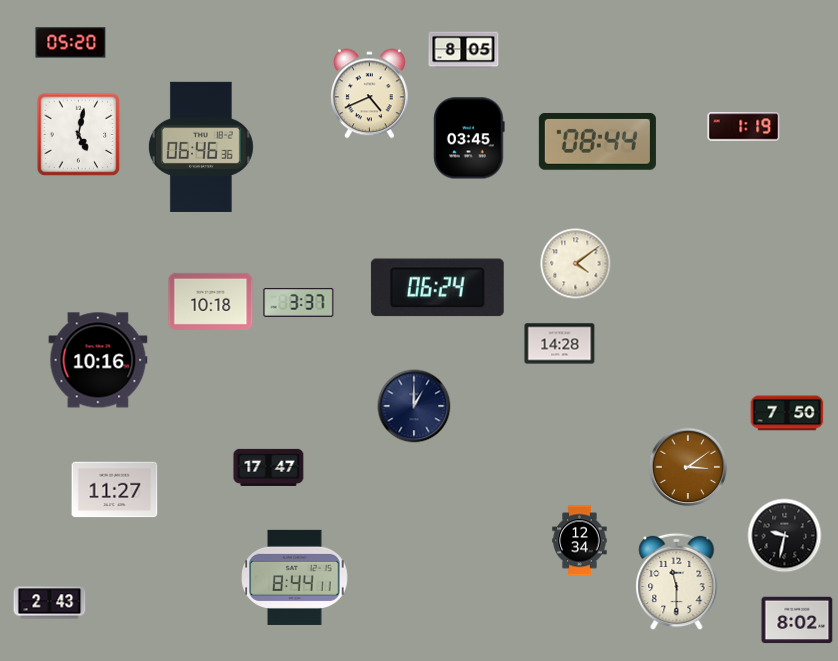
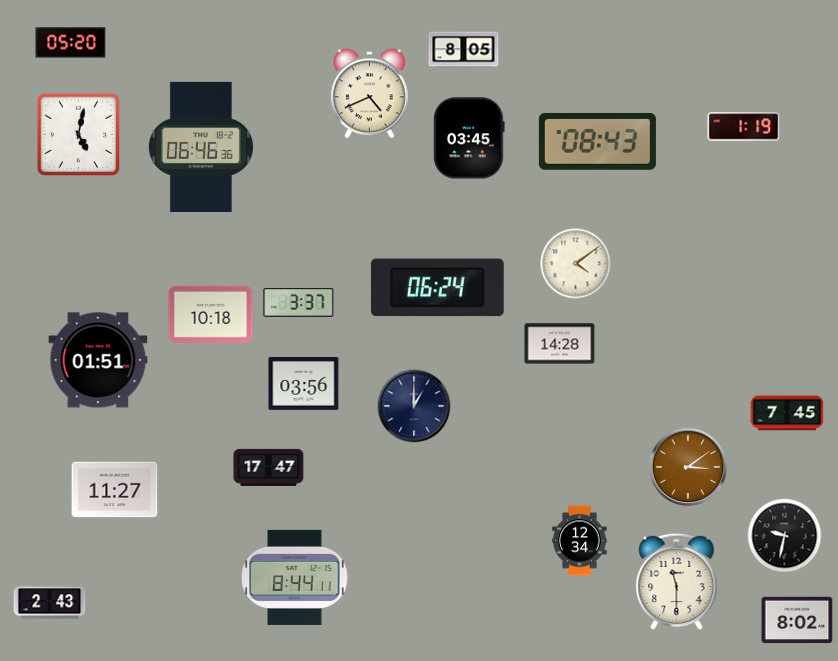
clock at (597, 142): 08:44 -> 08:43
clock at (211, 301) position: (211, 301) -> (211, 314)
clock at (98, 360): 10:16 -> 01:51
clock at (304, 384): none -> 03:56
clock at (787, 413): 7:50 -> 7:45
